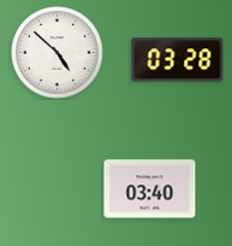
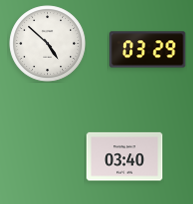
clock at (178, 60): 03:28 -> 03:29
